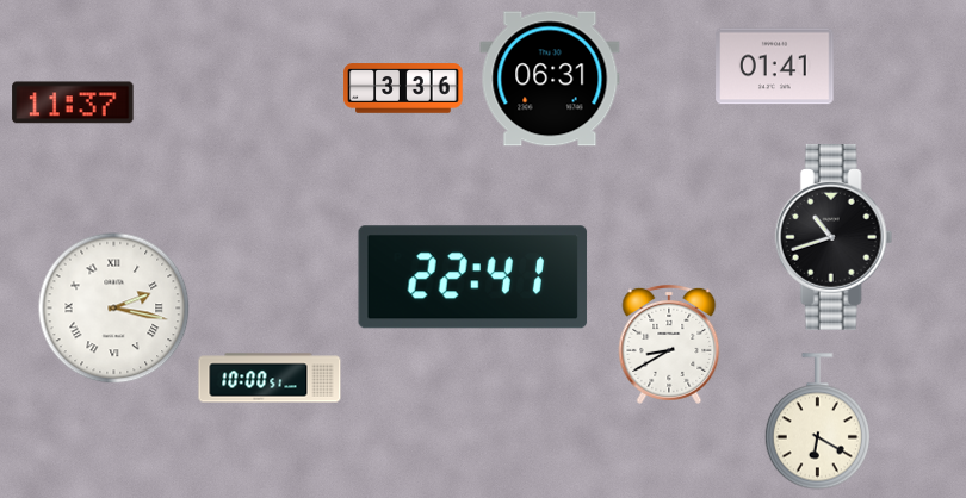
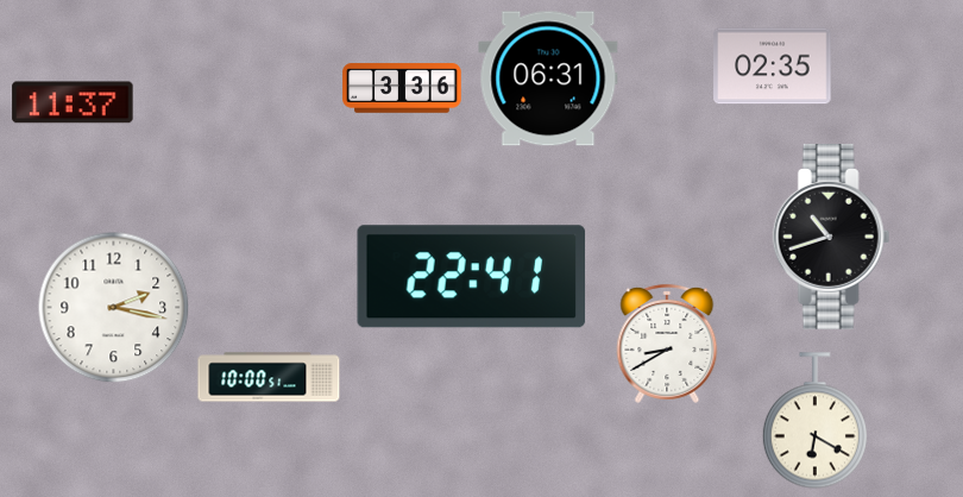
clock at (775, 67): 01:41 -> 02:35
clock at (113, 307) numerals: Roman -> Arabic
